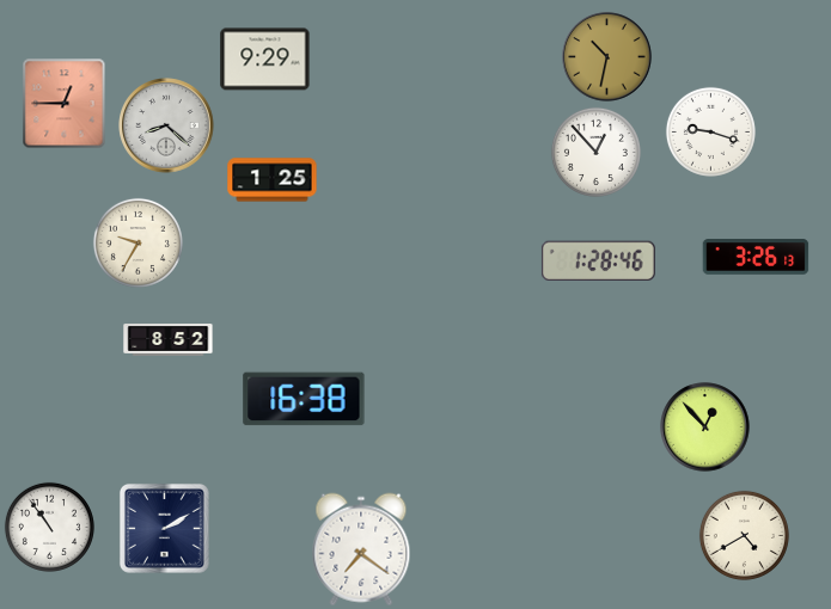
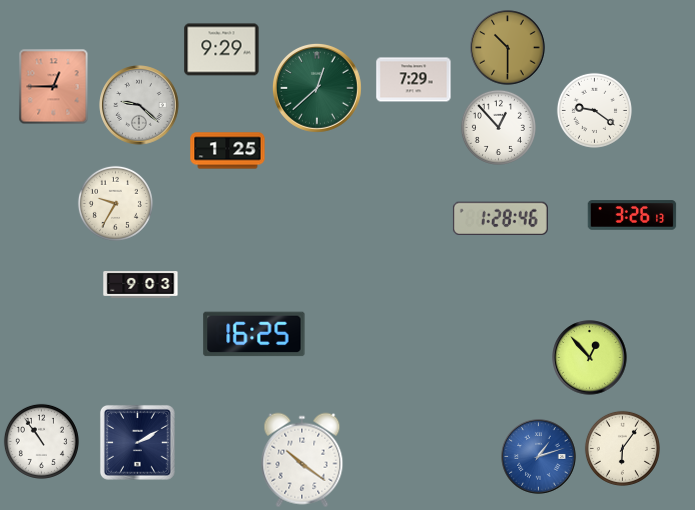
clock at (607, 57): 10:32 -> 10:30
clock at (414, 80): none -> 7:29
clock at (317, 88): none -> 12:38
clock at (166, 125): 8:22 -> 9:22
clock at (710, 131): 9:18 -> 9:21
clock at (169, 340): 8:52 -> 9:03
clock at (304, 399): 16:38 -> 16:25
clock at (744, 535): 4:40 -> 6:06
clock at (539, 457): none -> 1:12
clock at (361, 549): 7:21 -> 10:21
